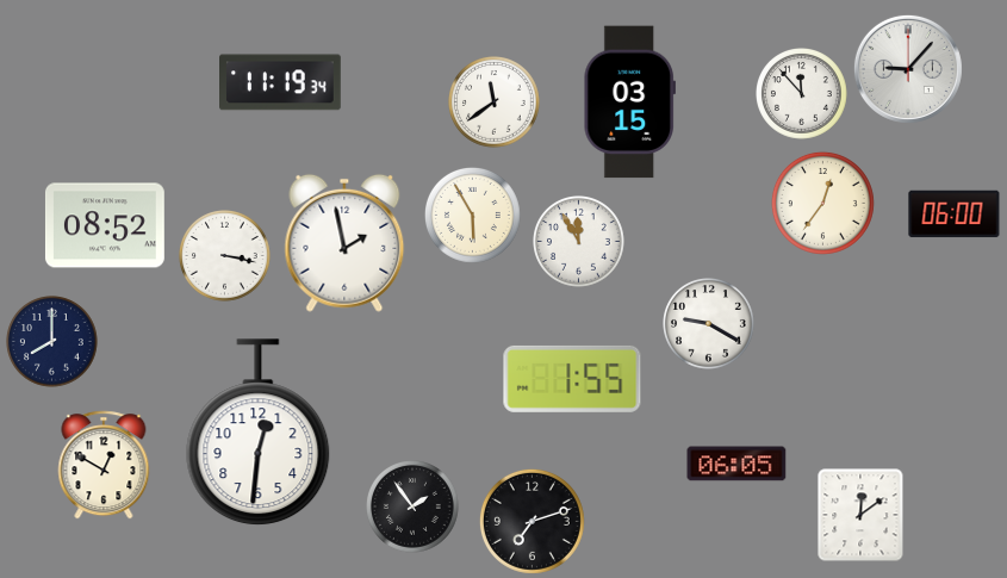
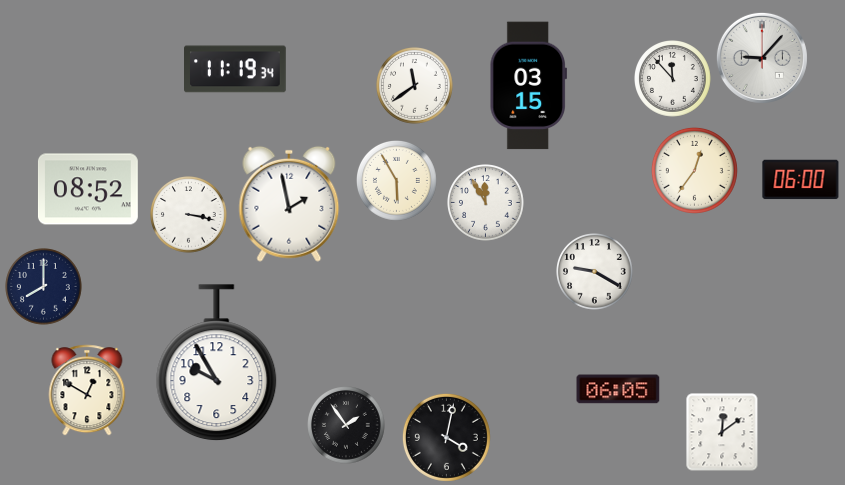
clock at (822, 203) position: (822, 203) -> (694, 170)
clock at (572, 379): 1:55 -> none
clock at (259, 433): 12:31 -> 9:55
clock at (532, 521): 7:12 -> 4:02
